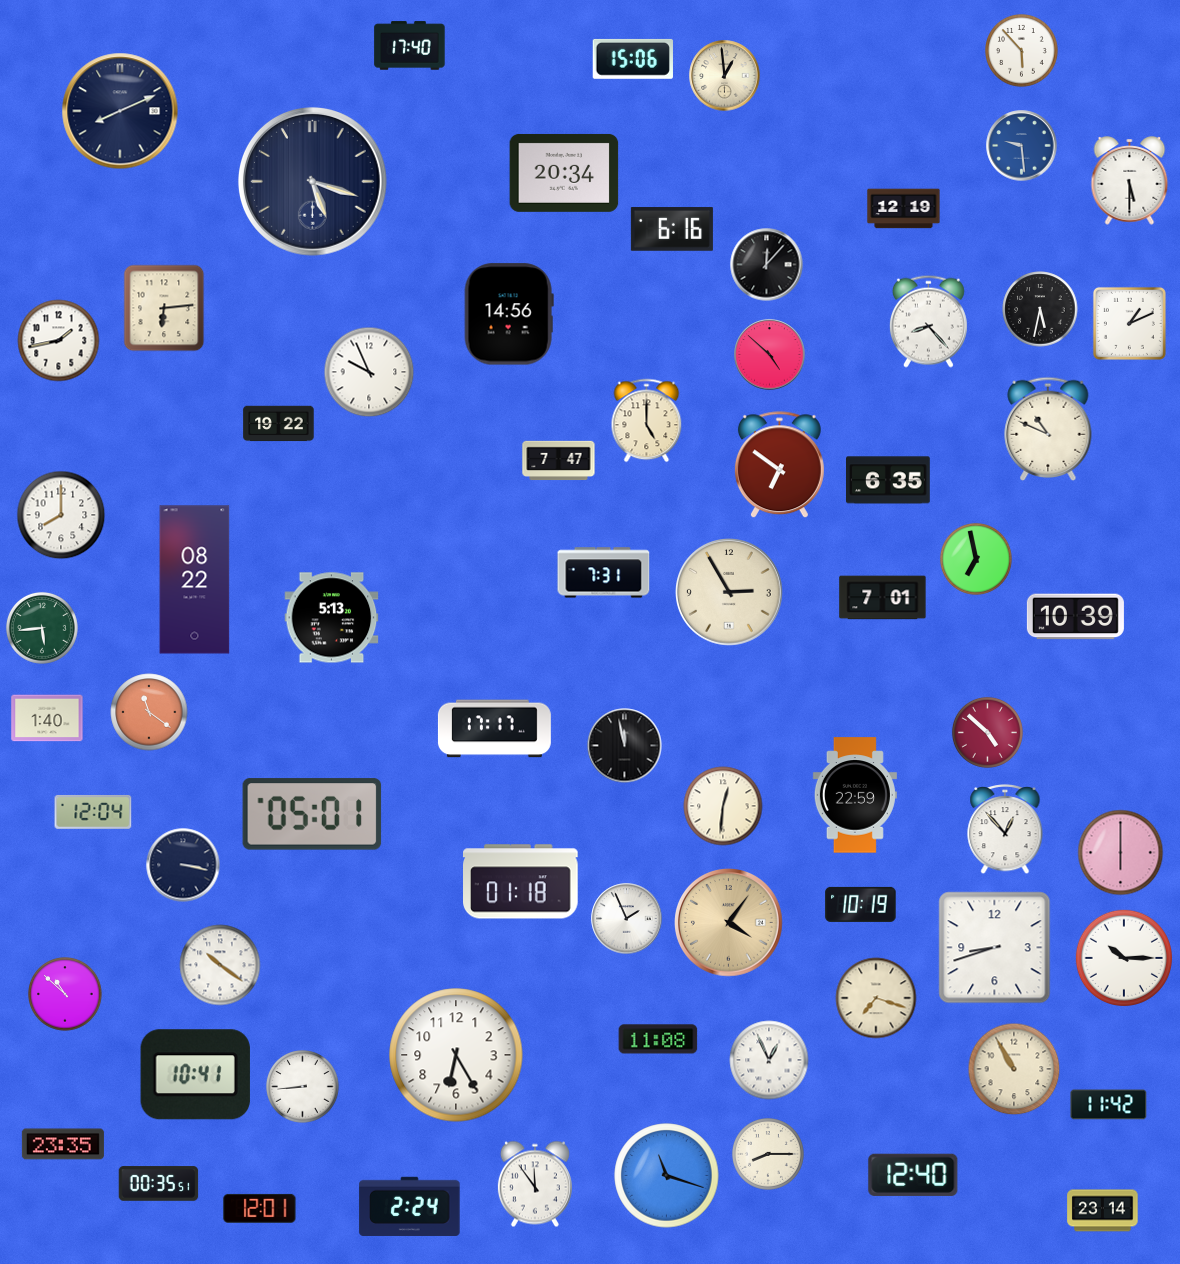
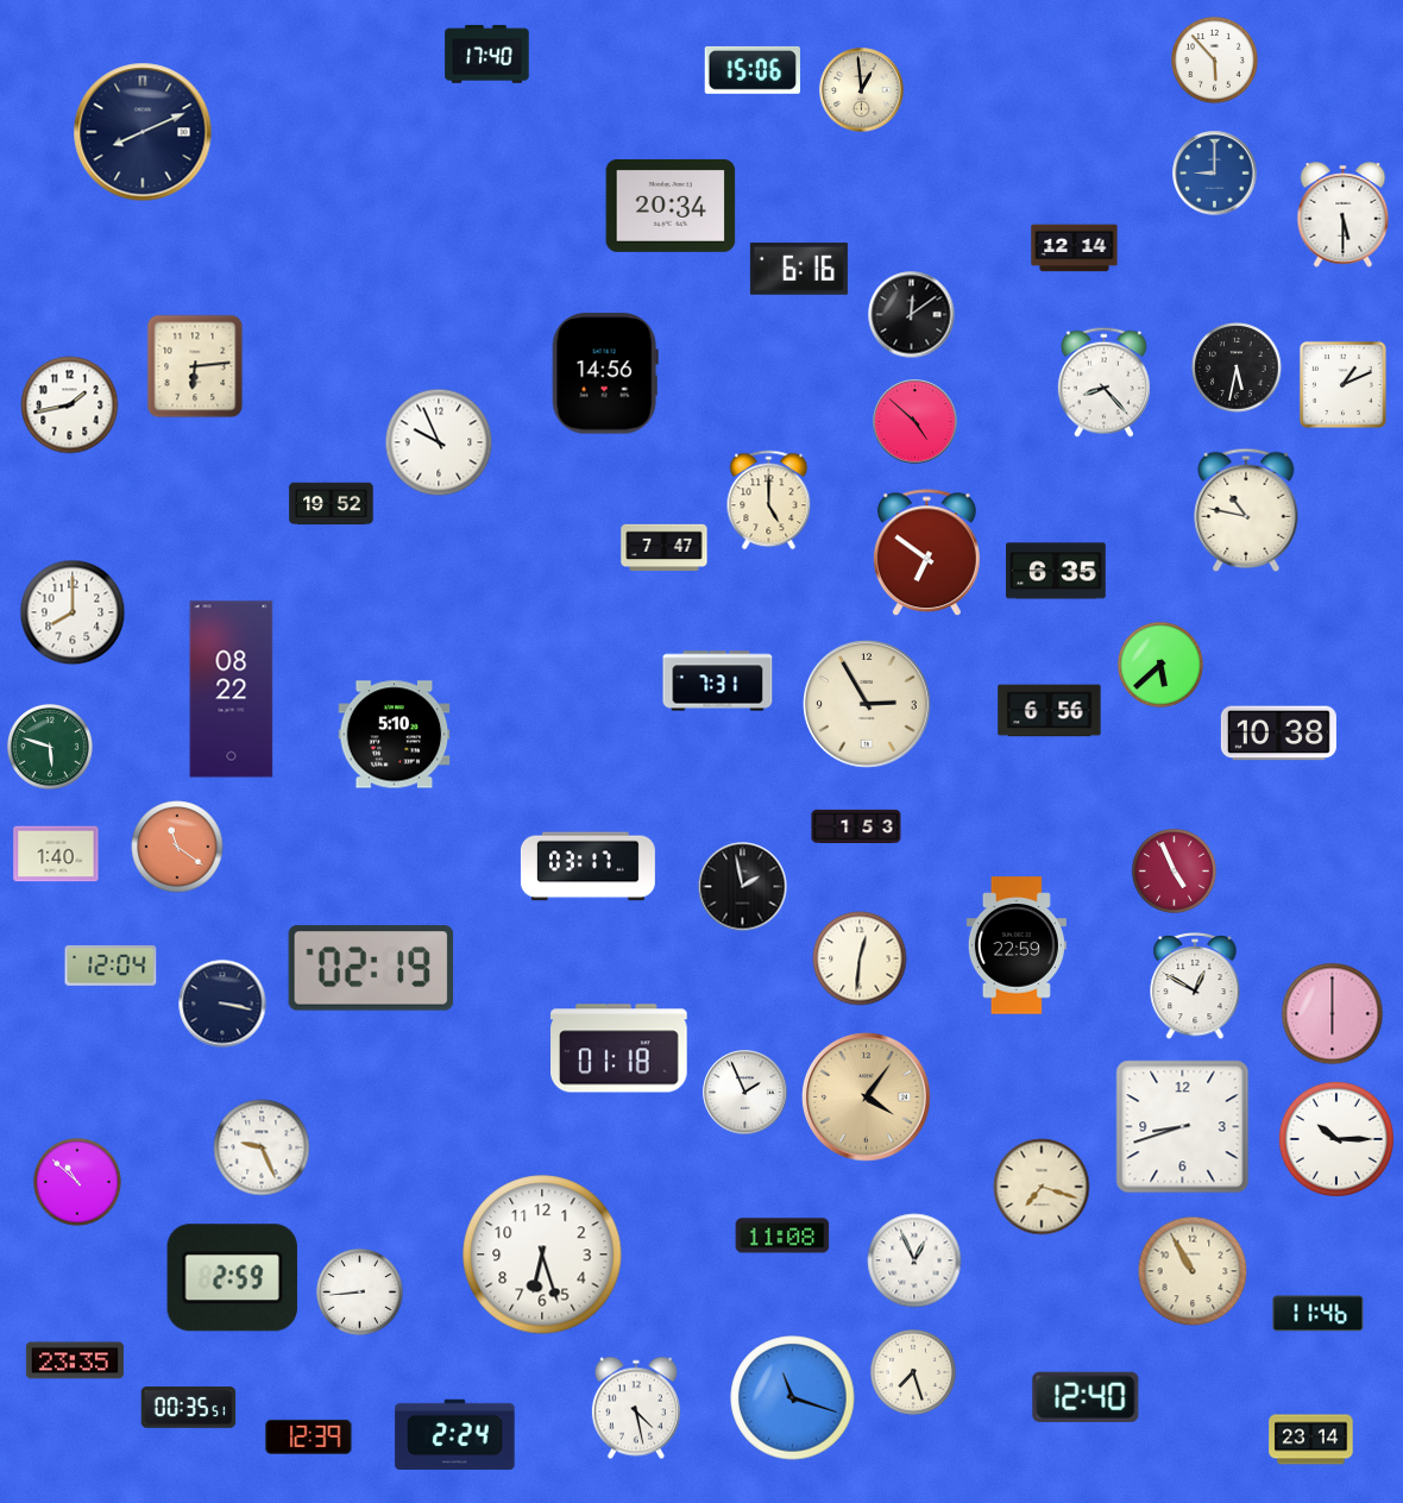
clock at (1022, 146): 9:29 -> 9:00
clock at (312, 181): 5:18 -> none
clock at (904, 209): 12:19 -> 12:14
clock at (672, 229) position: (672, 229) -> (799, 269)
clock at (767, 265): 12:07 -> 12:09
clock at (279, 424): 19:22 -> 19:52
clock at (1048, 428): 10:49 -> 10:47
clock at (976, 559): 6:58 -> 5:38
clock at (883, 598): 7:01 -> 6:56
clock at (1075, 617): 10:39 -> 10:38
clock at (332, 618): 5:13 -> 5:10
clock at (42, 628): 5:44 -> 5:48
clock at (856, 825): none -> 1:53
clock at (494, 729): 17:17 -> 03:17
clock at (987, 732): 4:52 -> 4:56
clock at (625, 746): 11:58 -> 1:58
clock at (312, 814): 05:01 -> 02:19
clock at (1005, 830): 12:53 -> 12:50
clock at (183, 865) position: (183, 865) -> (222, 1004)
clock at (861, 904): 10:19 -> none
clock at (220, 965): 10:21 -> 9:26
clock at (456, 1055): 6:25 -> 6:27
clock at (1014, 1069) position: (1014, 1069) -> (1193, 1271)
clock at (195, 1075): 10:41 -> 2:59
clock at (1109, 1105): 11:42 -> 11:46
clock at (768, 1154): 8:15 -> 7:27
clock at (535, 1184): 11:54 -> 4:28
clock at (410, 1206) position: (410, 1206) -> (455, 1434)
clock at (260, 1208): 12:01 -> 12:39
